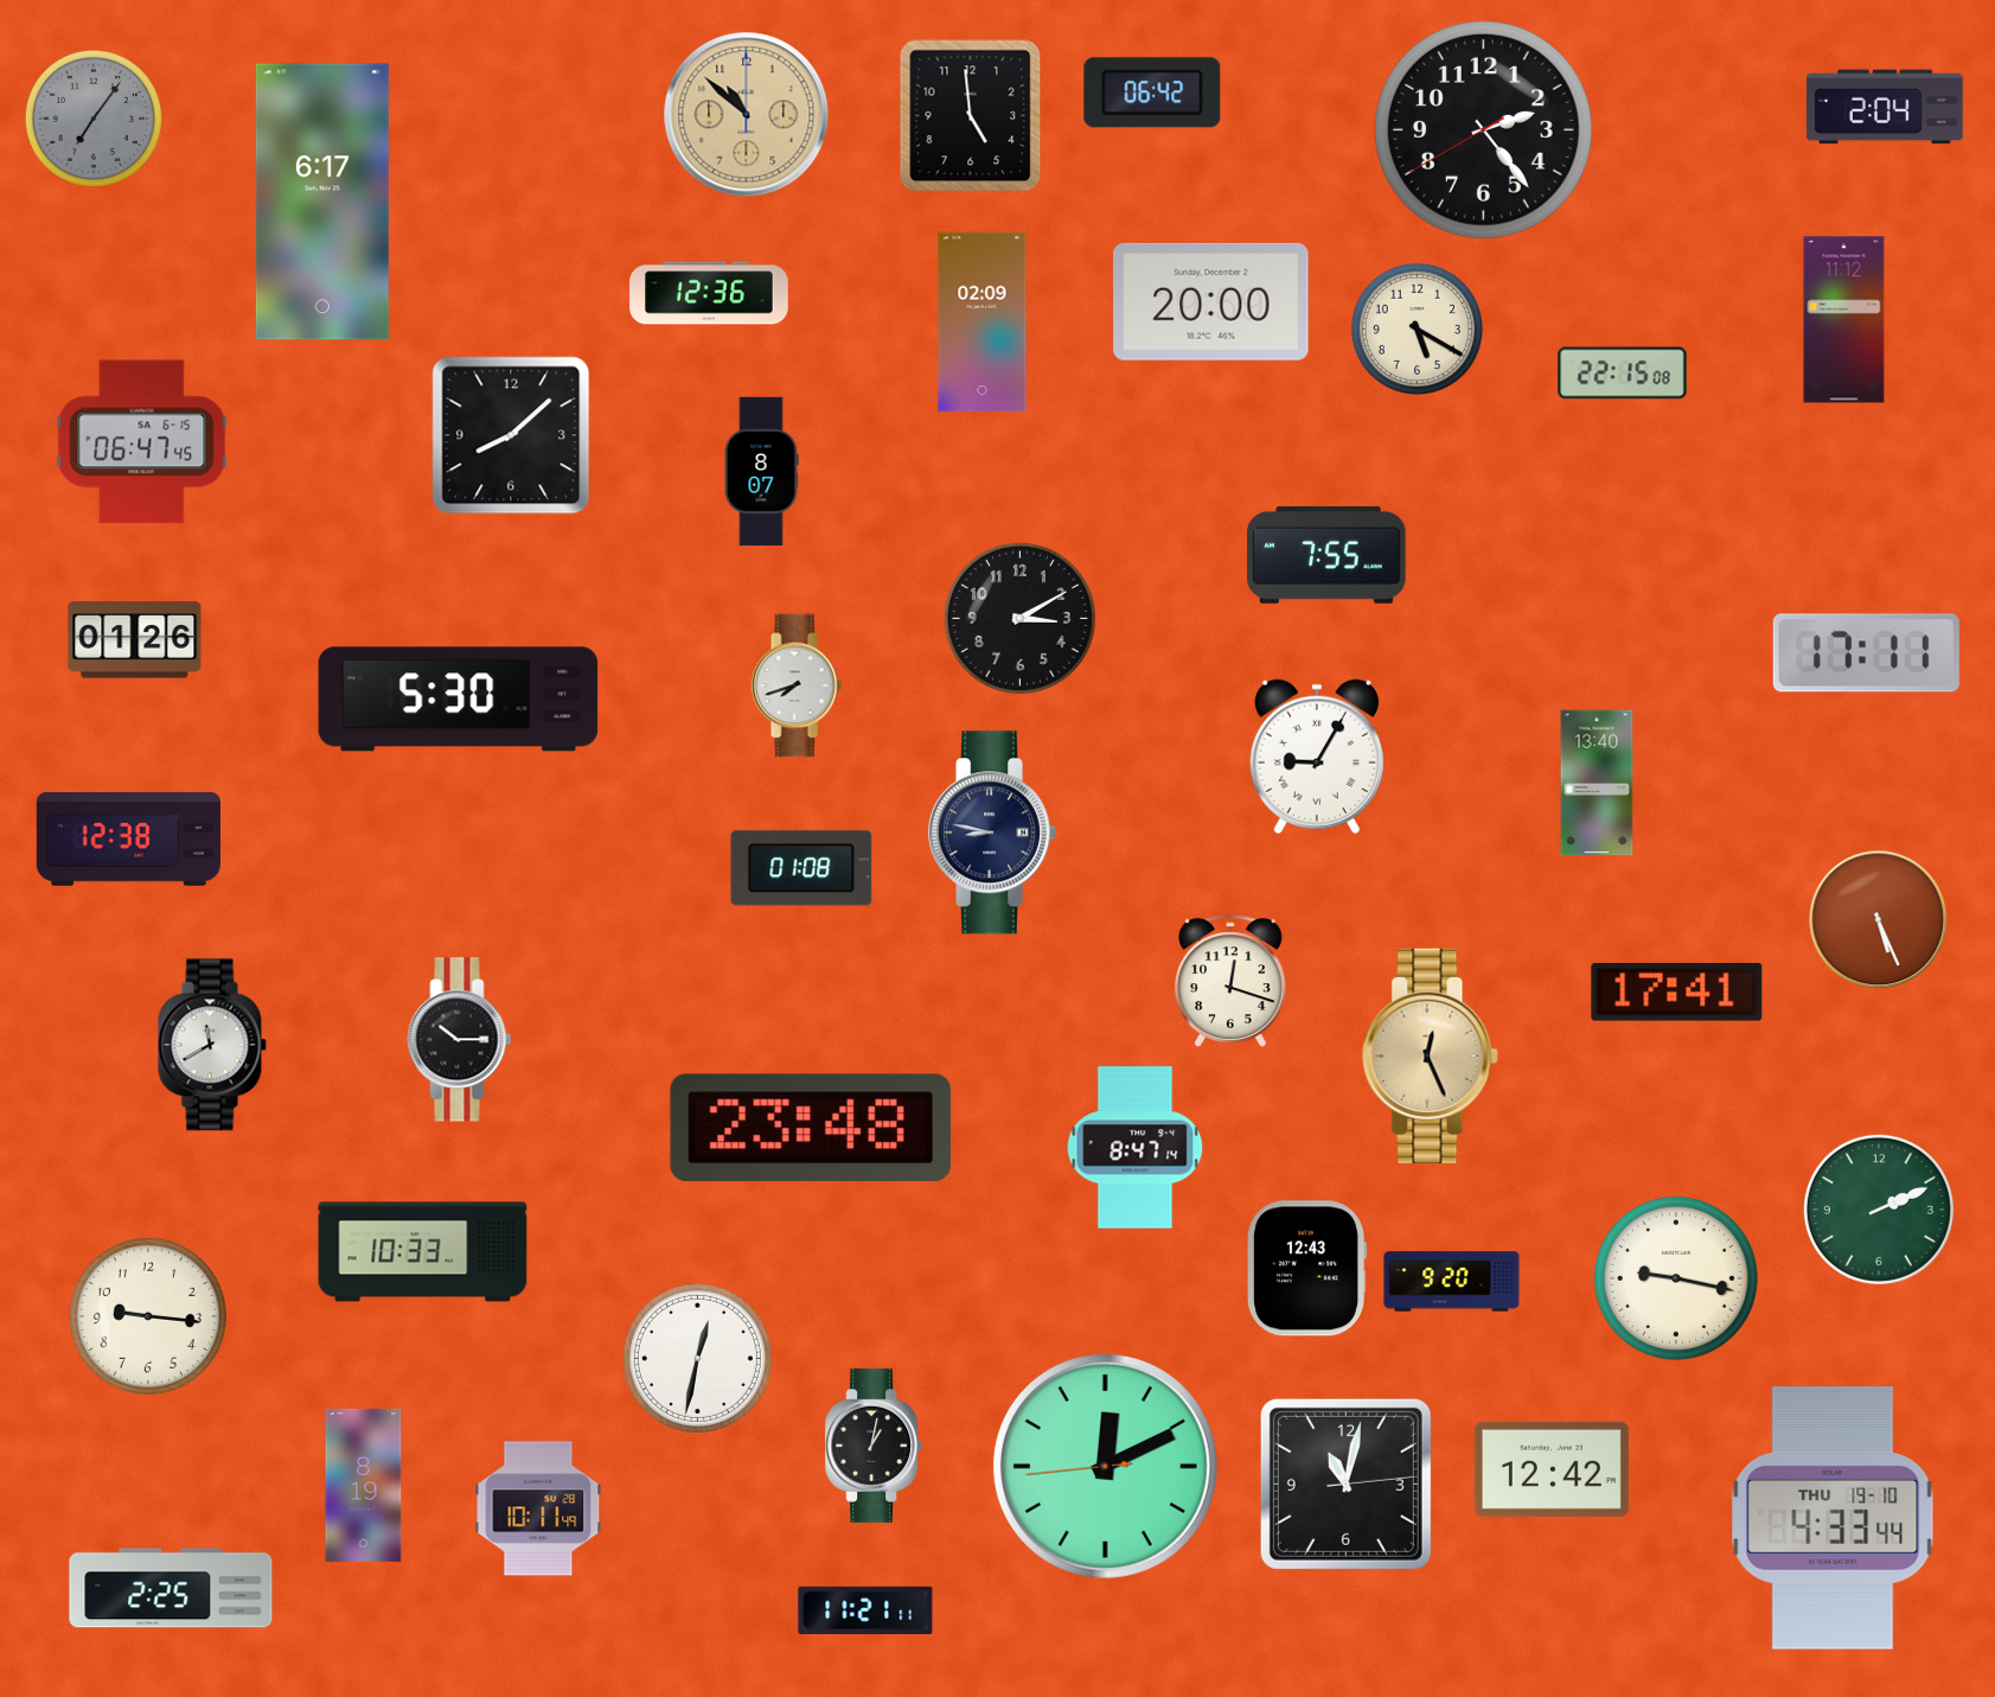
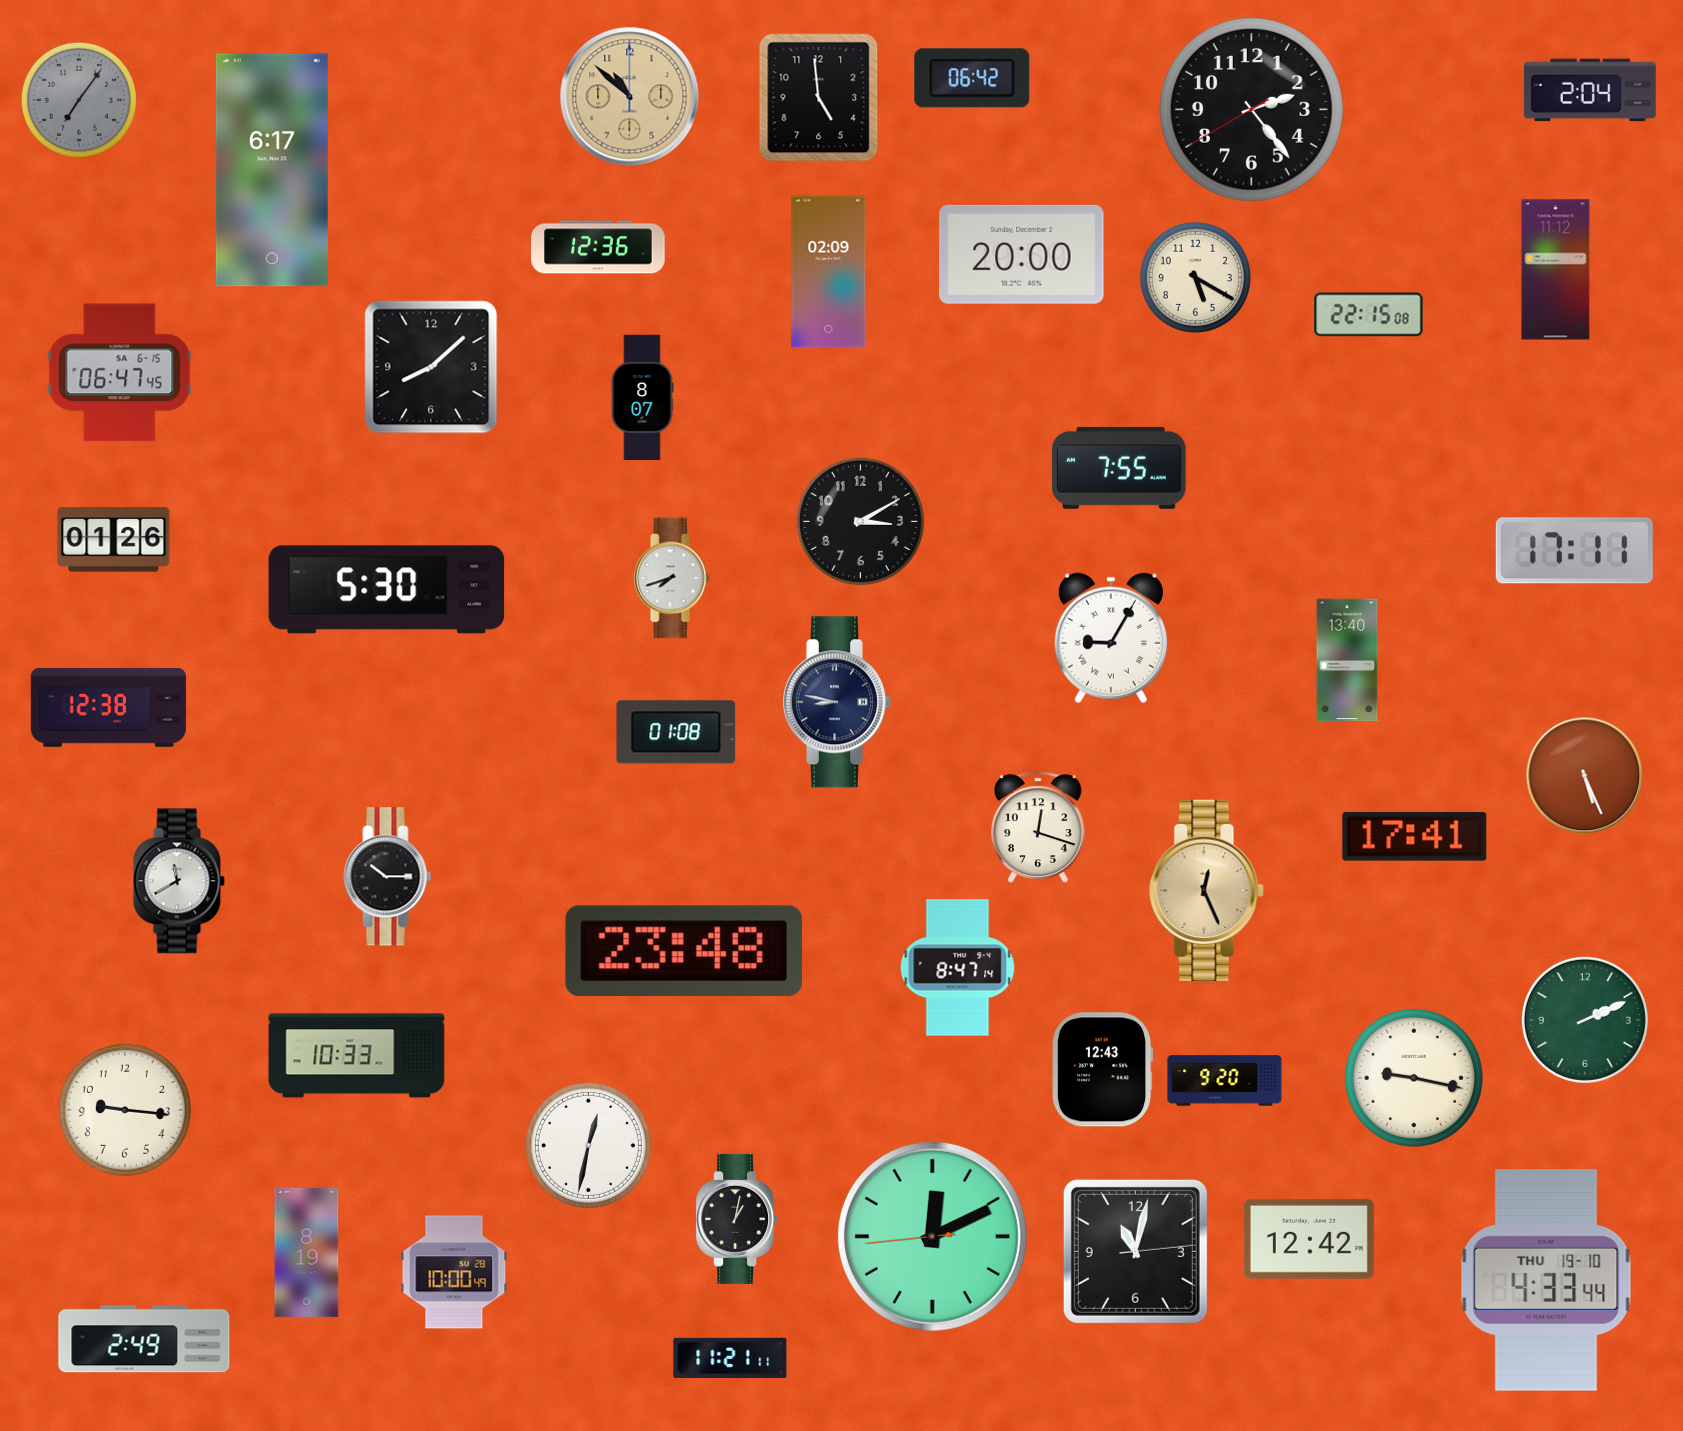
clock at (538, 1508): 10:11 -> 10:00
clock at (171, 1588): 2:25 -> 2:49
